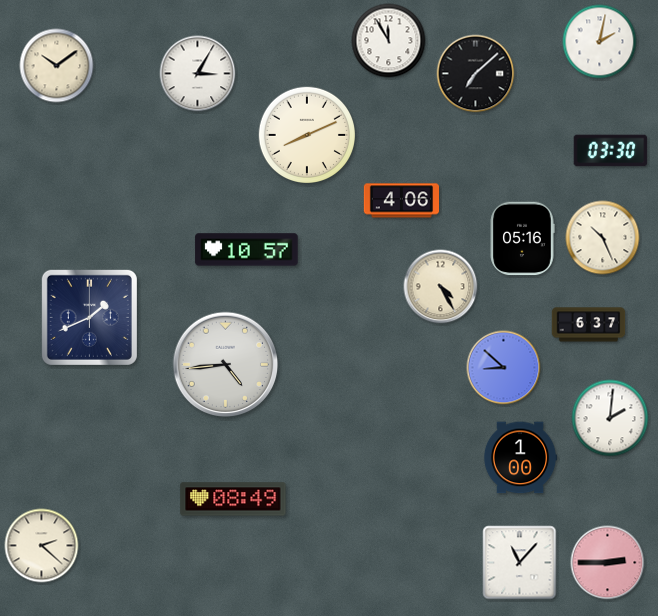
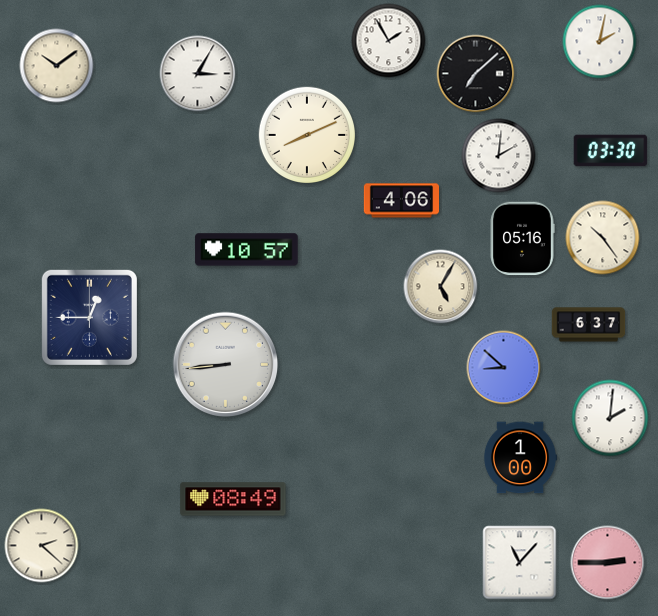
clock at (389, 41): 11:55 -> 1:55
clock at (499, 156): none -> 2:01
clock at (603, 238): 10:26 -> 10:24
clock at (441, 287): 4:25 -> 5:05
clock at (89, 317): 1:41 -> 12:45
clock at (226, 365): 4:44 -> 8:44
